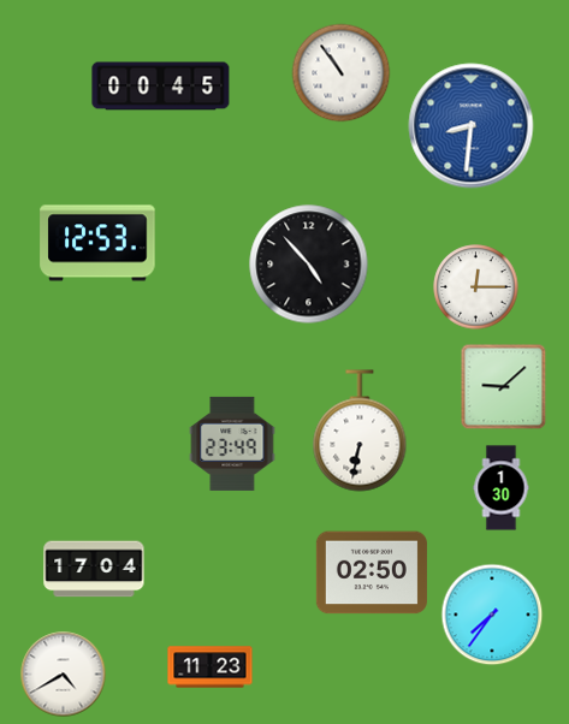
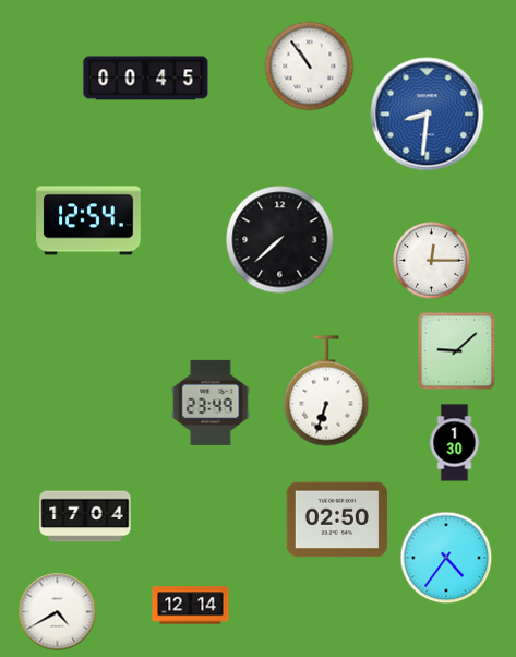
clock at (97, 243): 12:53 -> 12:54
clock at (309, 265): 4:53 -> 7:38
clock at (360, 431): 6:32 -> 6:33
clock at (492, 615): 7:36 -> 4:36
clock at (211, 667): 11:23 -> 12:14
